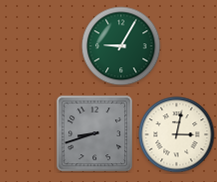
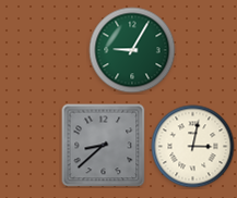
clock at (95, 134): 8:42 -> 8:38
